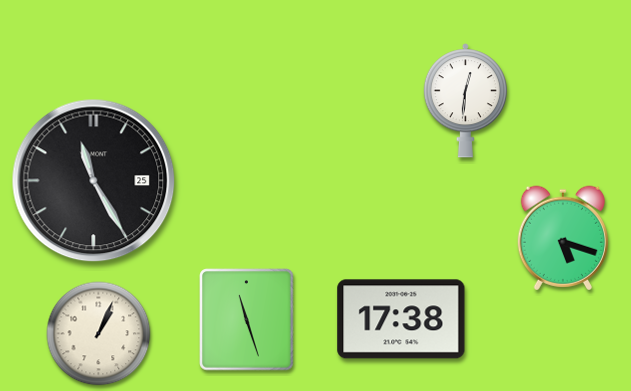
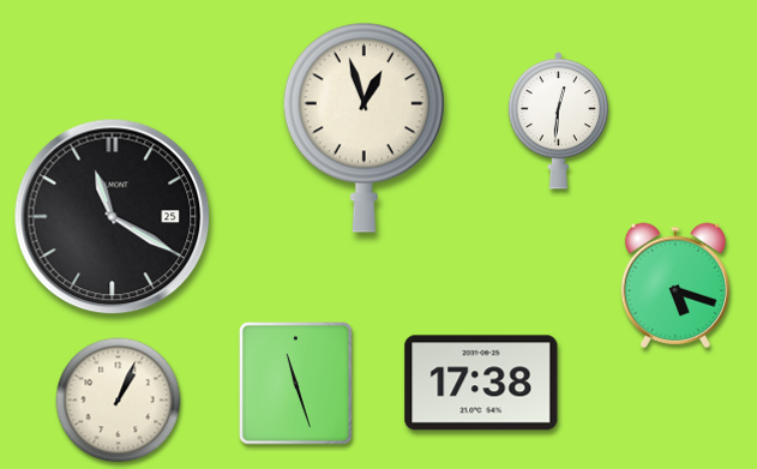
clock at (364, 127): none -> 12:57
clock at (94, 181): 11:25 -> 11:20
